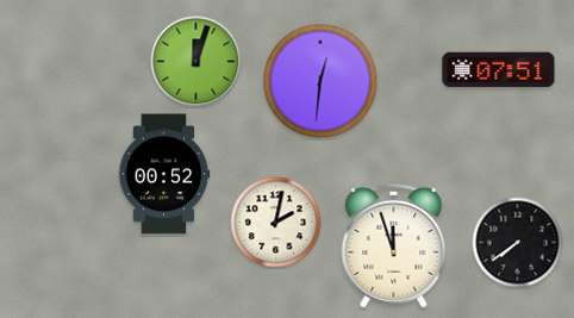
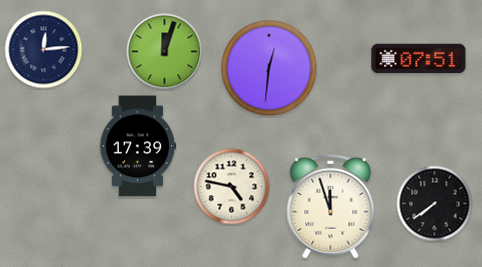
clock at (44, 50): none -> 12:14
clock at (164, 174): 00:52 -> 17:39
clock at (276, 223): 2:02 -> 4:47
